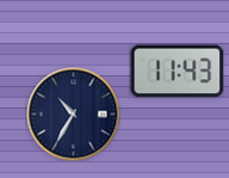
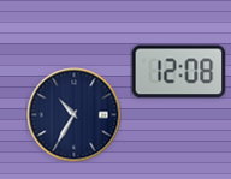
clock at (177, 72): 11:43 -> 12:08
